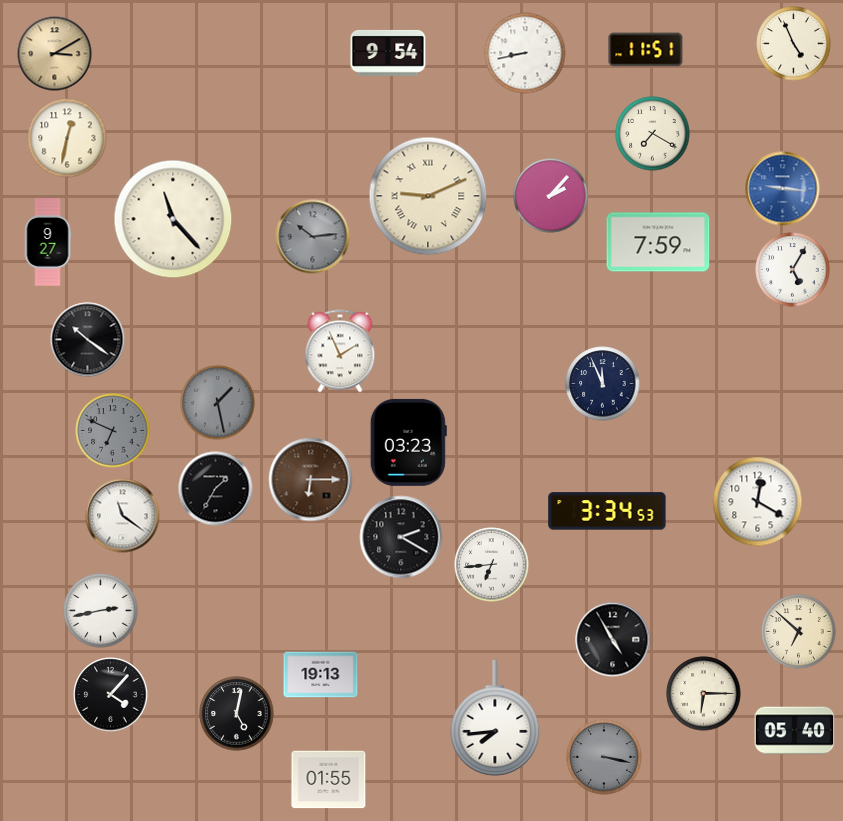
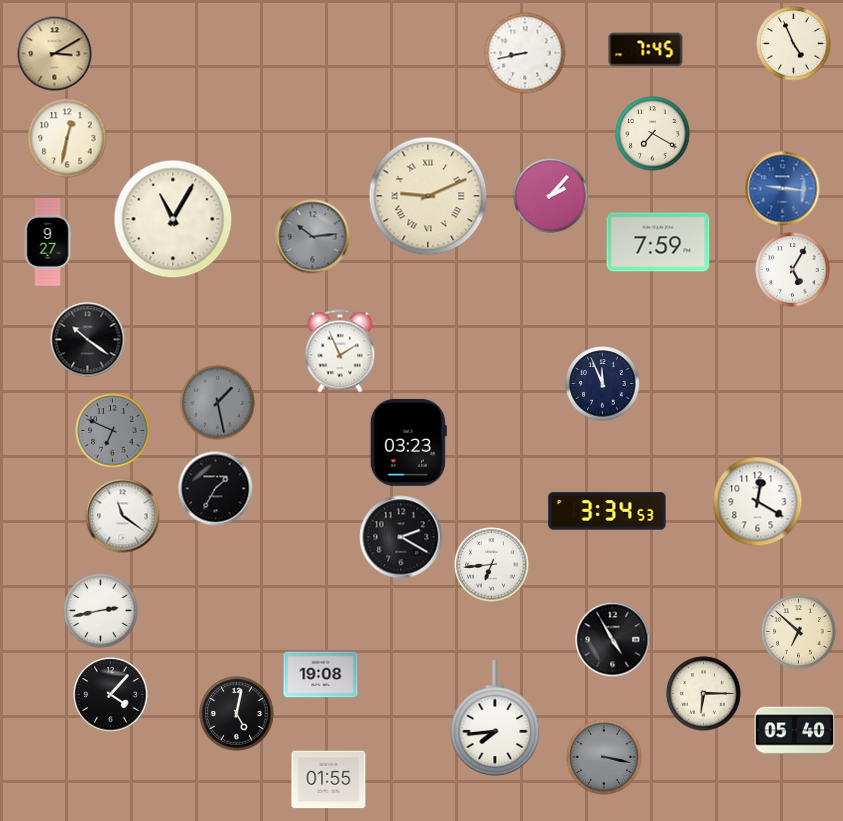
clock at (646, 50): 11:51 -> 7:45
clock at (388, 53): 9:54 -> none
clock at (173, 219): 11:23 -> 11:05
clock at (311, 480): 6:15 -> none
clock at (321, 675): 19:13 -> 19:08
